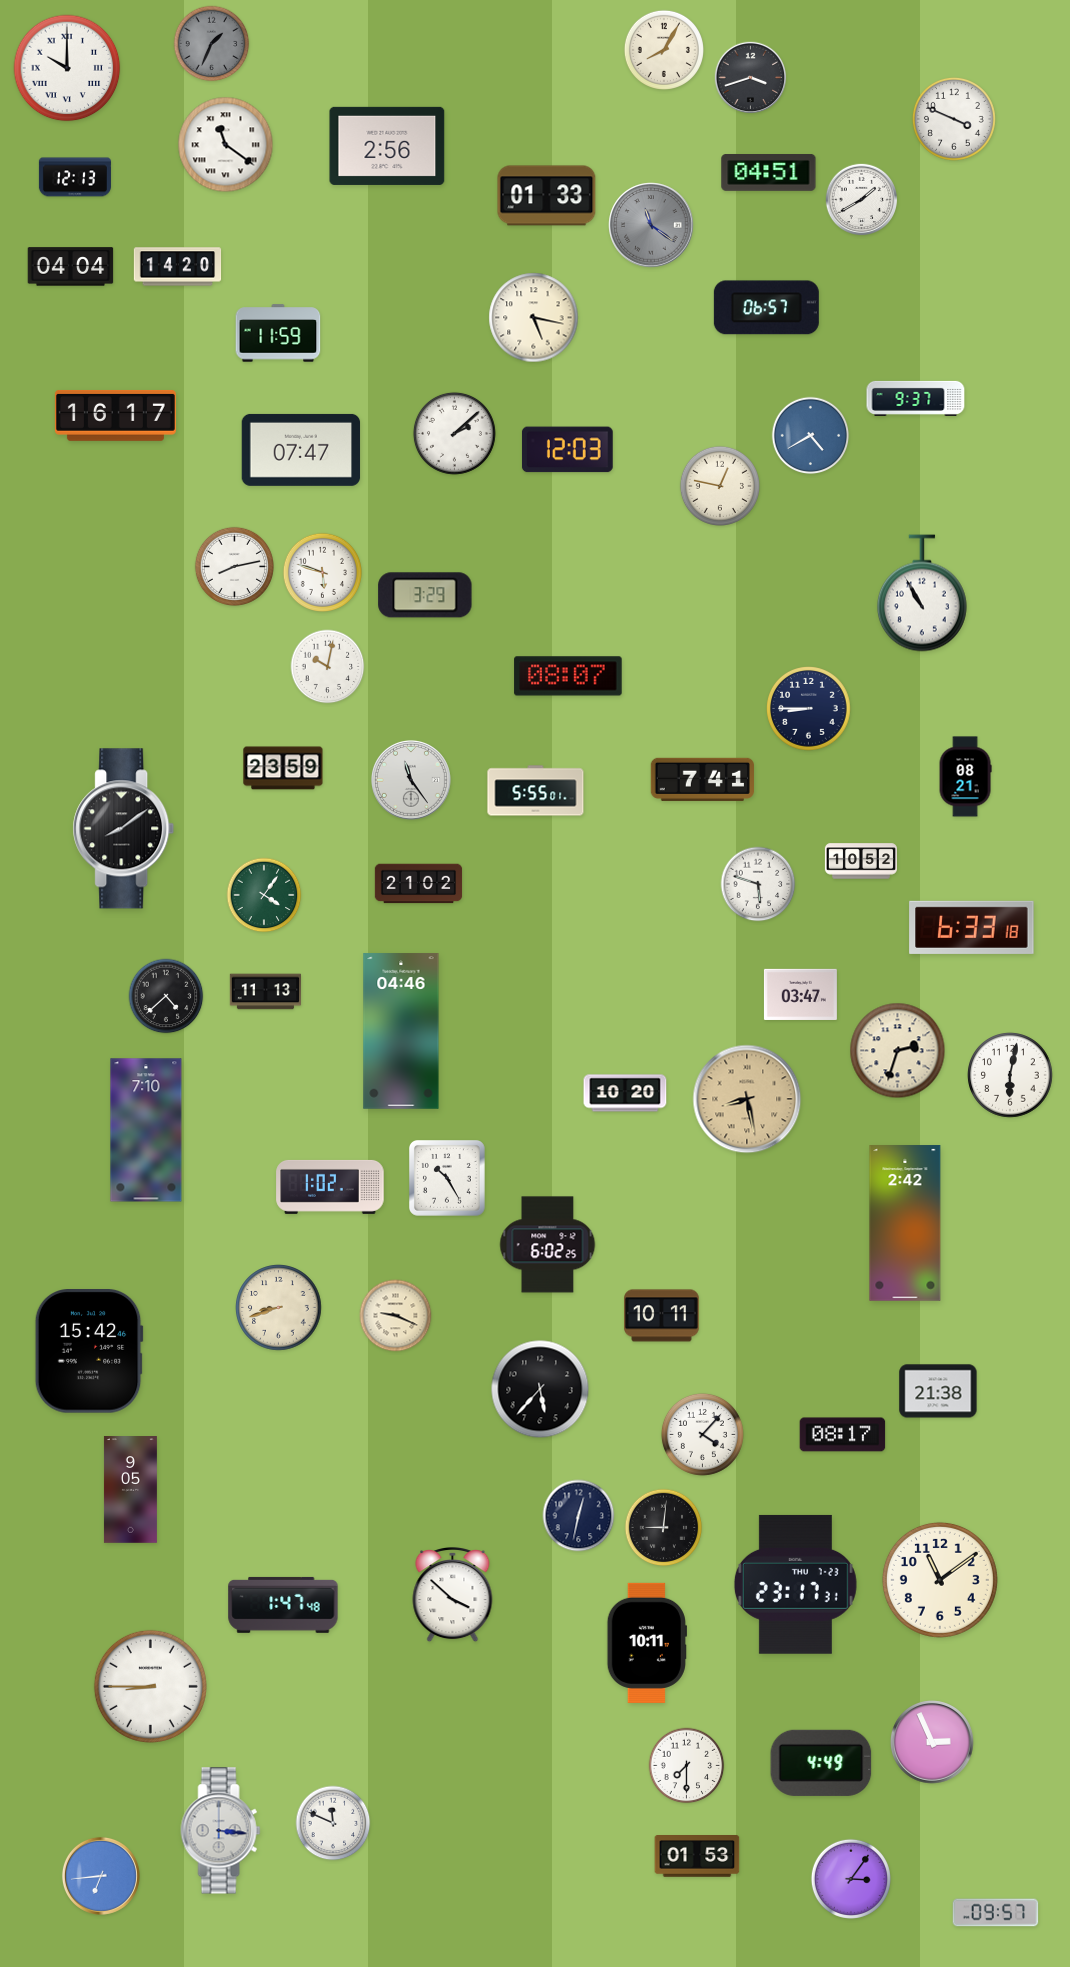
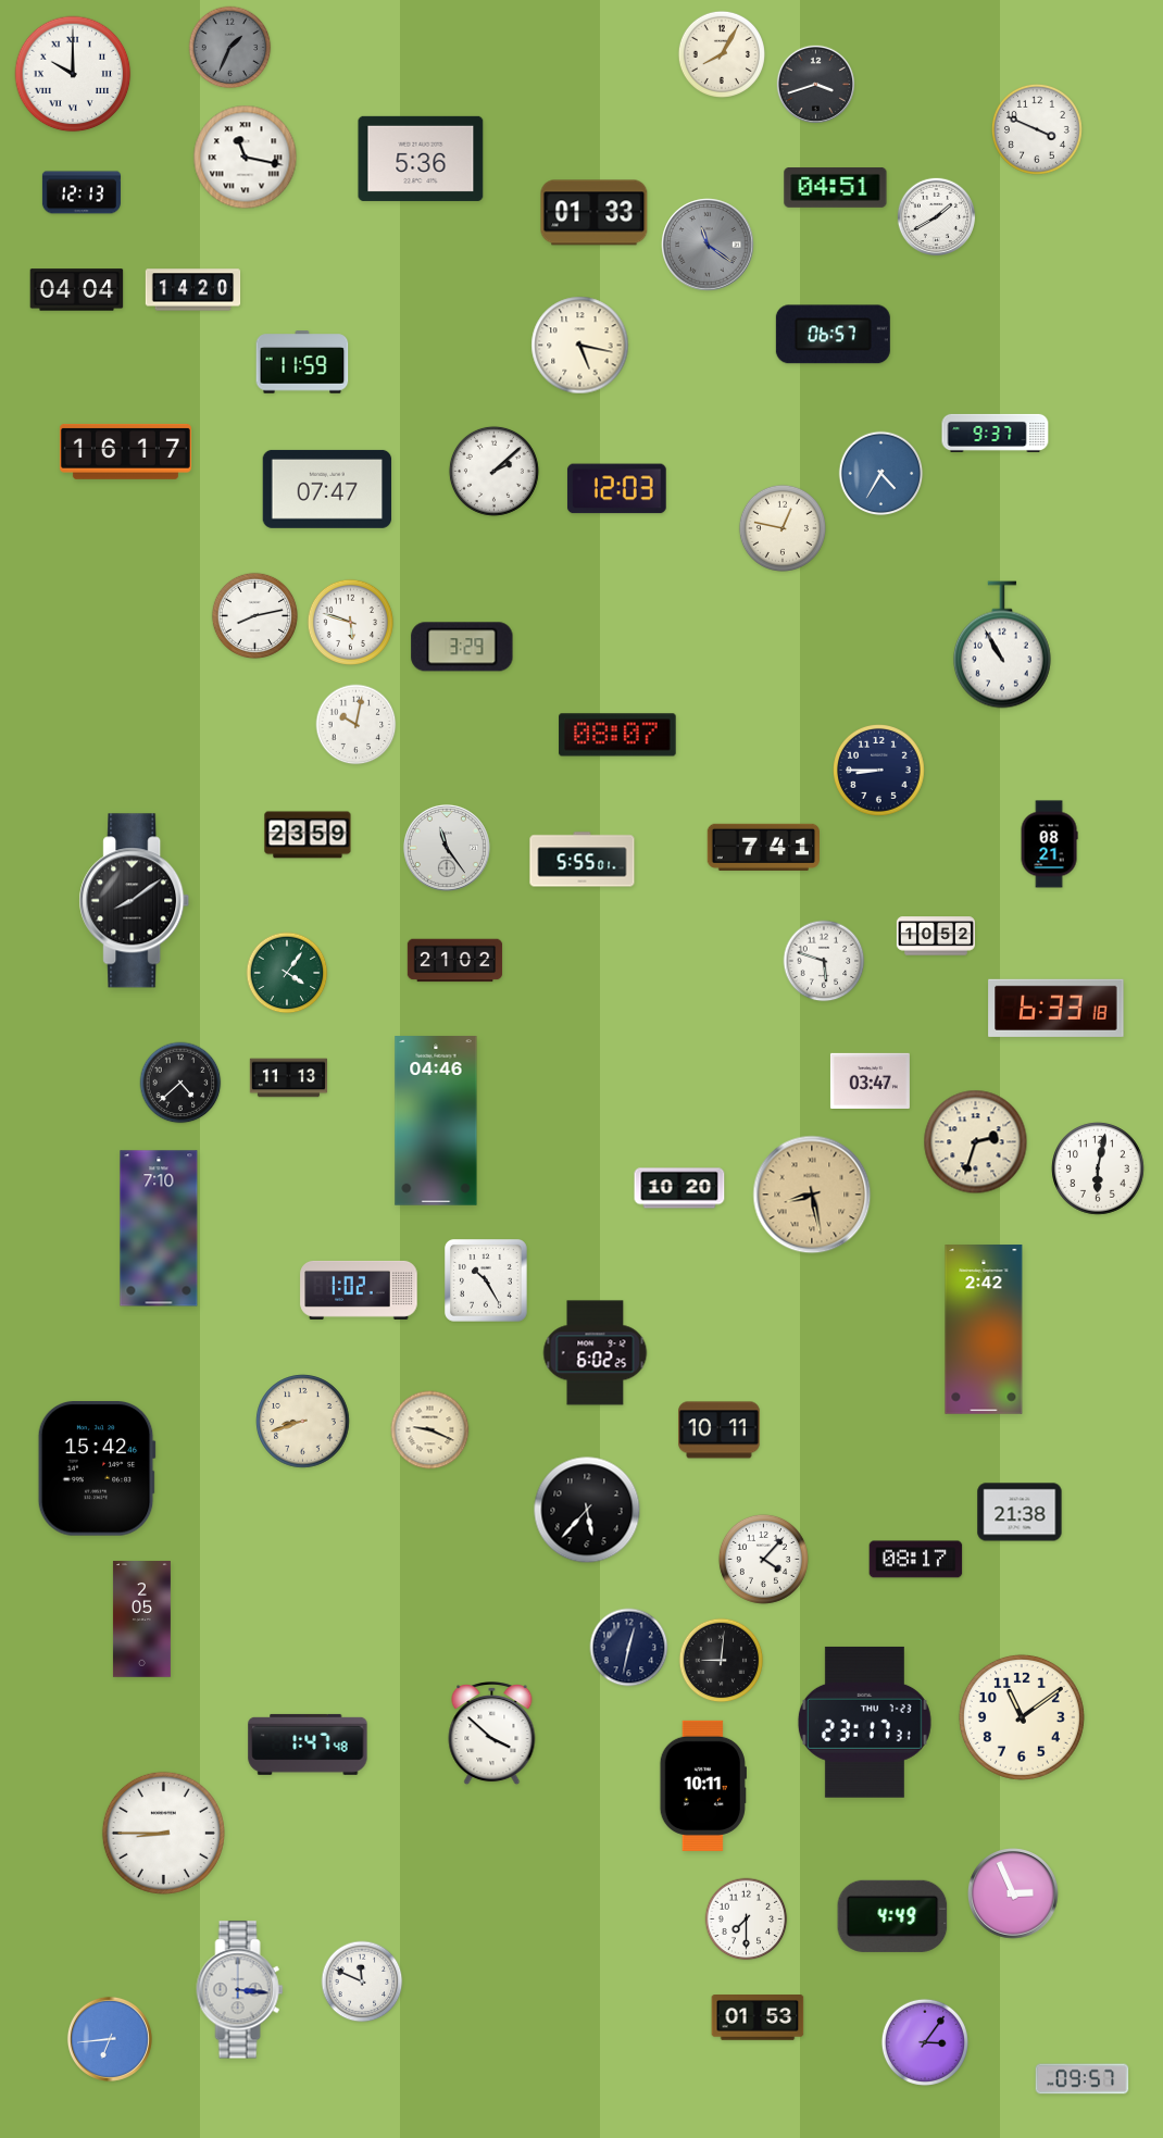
clock at (226, 145): 11:21 -> 11:17
clock at (387, 146): 2:56 -> 5:36
clock at (811, 436): 4:40 -> 4:35
clock at (130, 1490): 9:05 -> 2:05
